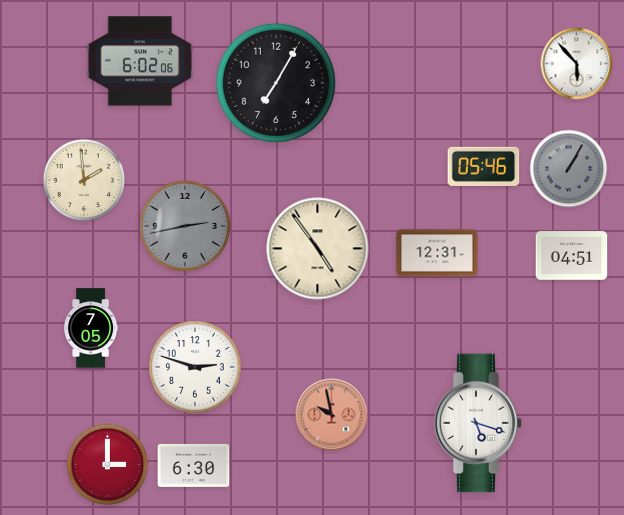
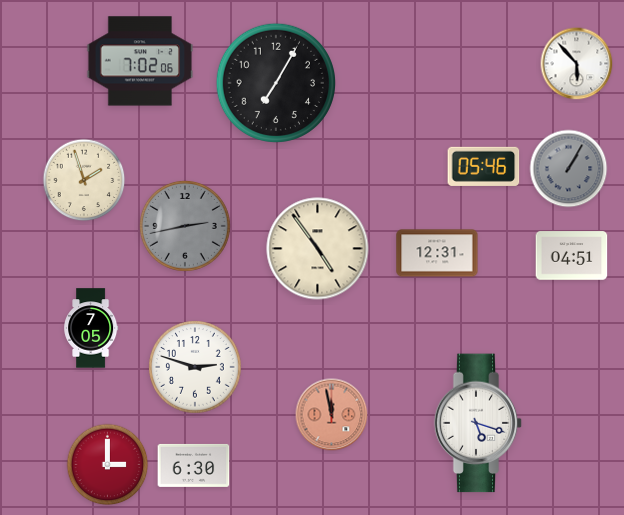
clock at (140, 61): 6:02 -> 7:02
clock at (84, 180): 1:59 -> 1:57
clock at (332, 415): 9:58 -> 11:58
